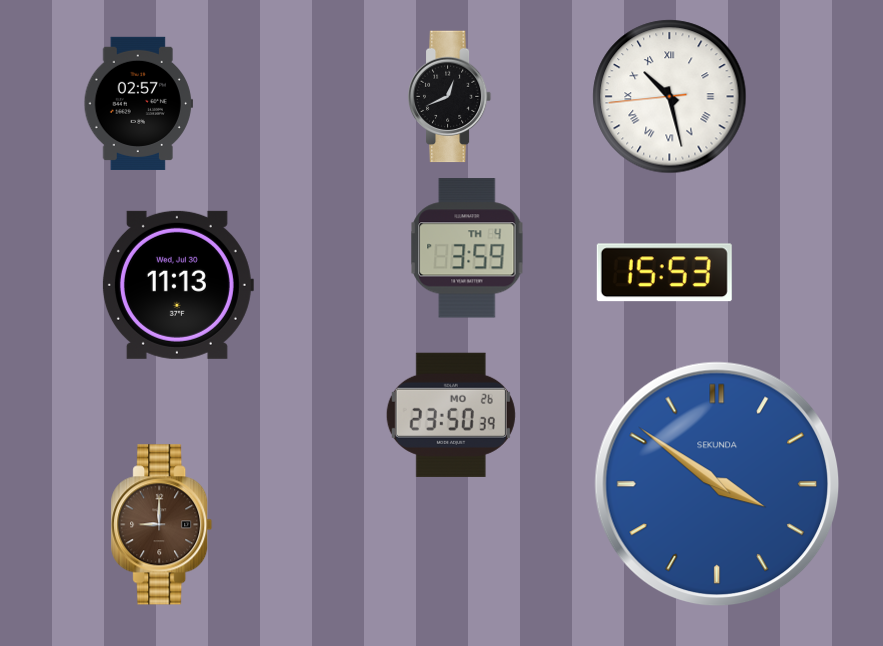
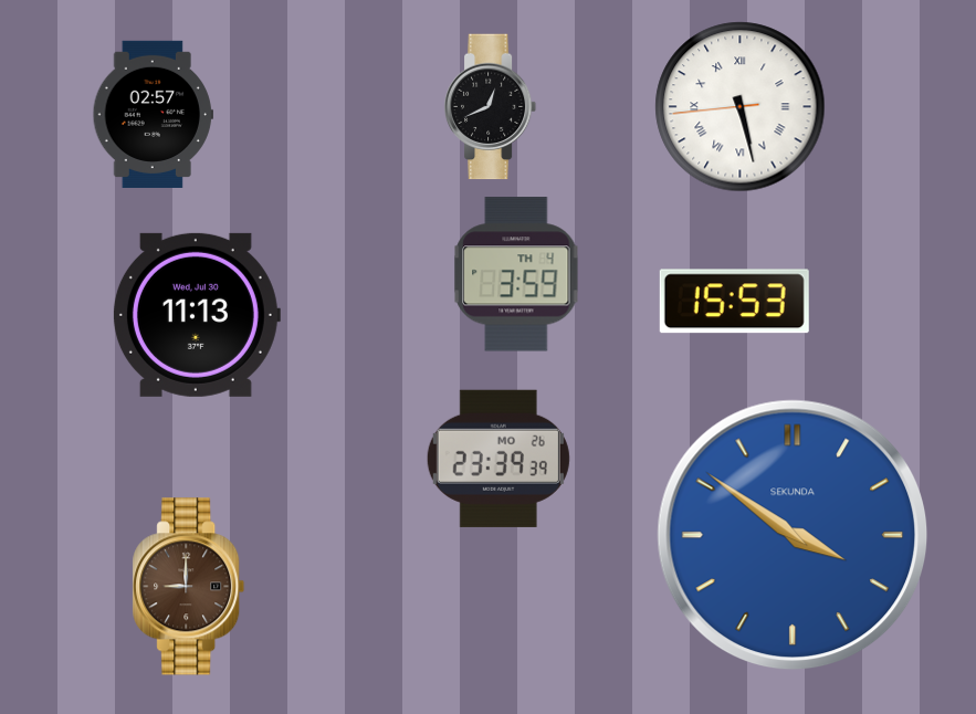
clock at (450, 97) position: (450, 97) -> (491, 107)
clock at (670, 97): 10:27 -> 5:27
clock at (451, 415): 23:50 -> 23:39
clock at (162, 525) position: (162, 525) -> (189, 587)
